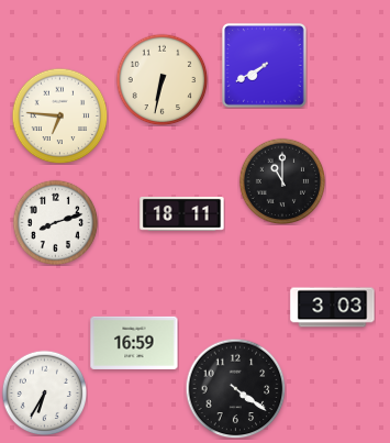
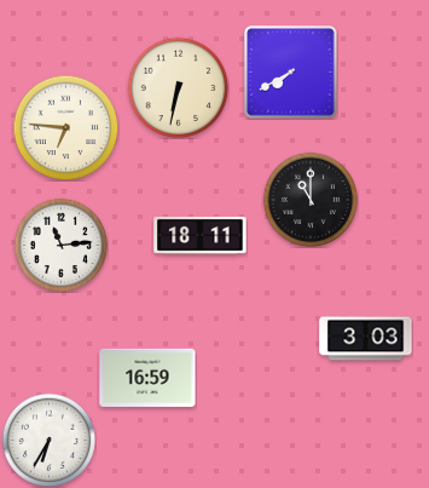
clock at (55, 222): 8:12 -> 11:14
clock at (235, 388): 4:21 -> none
clock at (44, 392) position: (44, 392) -> (48, 440)
